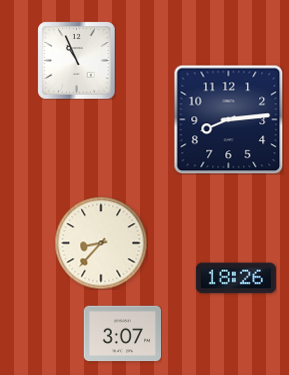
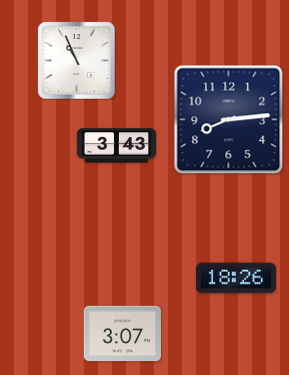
clock at (116, 146): none -> 3:43
clock at (101, 243): 8:37 -> none
